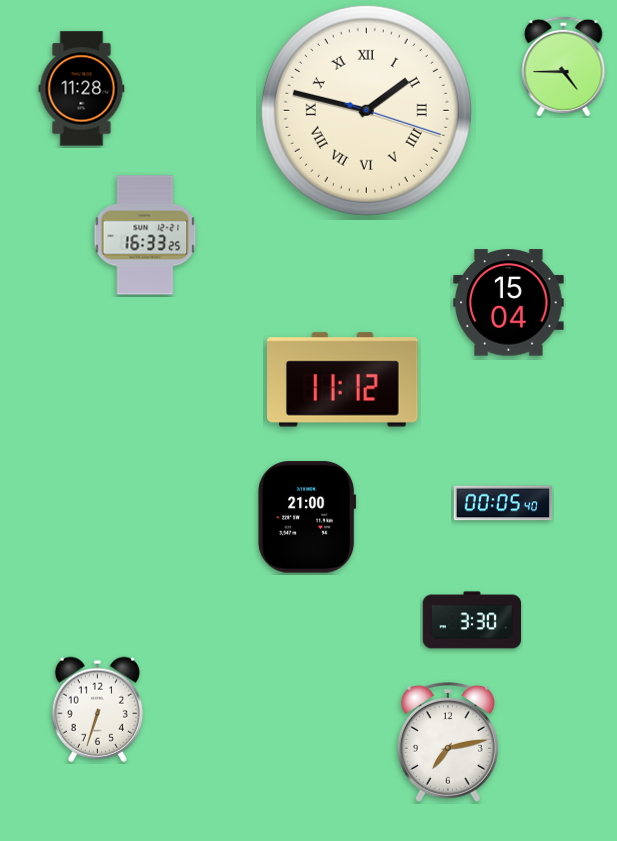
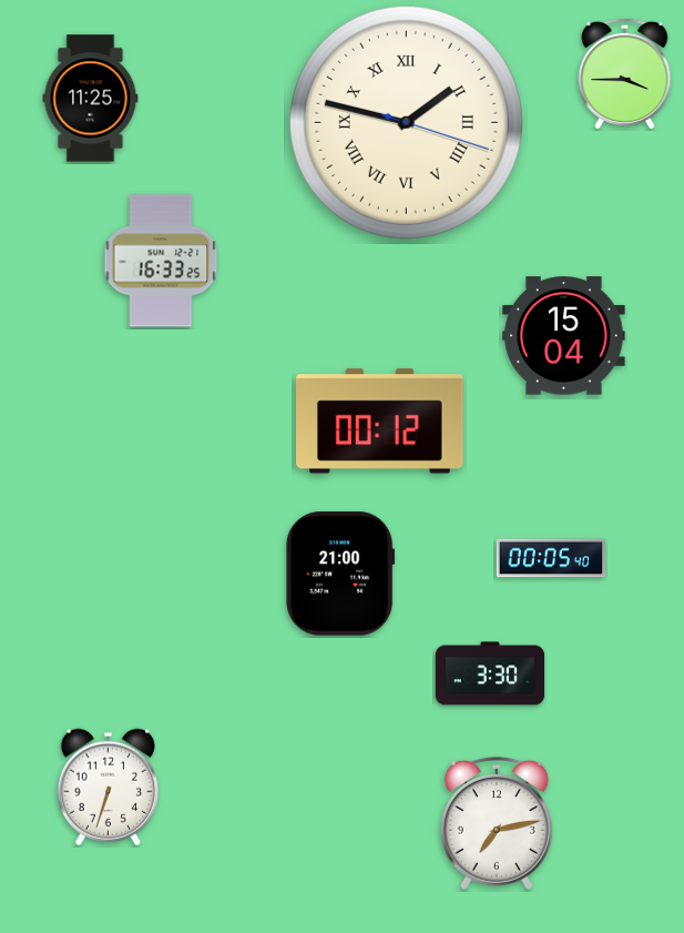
clock at (564, 66): 4:45 -> 3:45
clock at (82, 89): 11:28 -> 11:25
clock at (343, 380): 11:12 -> 00:12
clock at (502, 503) position: (502, 503) -> (550, 558)
clock at (471, 620) position: (471, 620) -> (489, 673)
